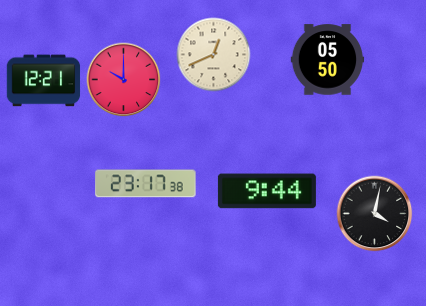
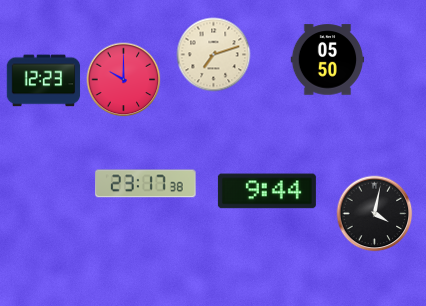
clock at (214, 55): 12:41 -> 7:12
clock at (44, 81): 12:21 -> 12:23
